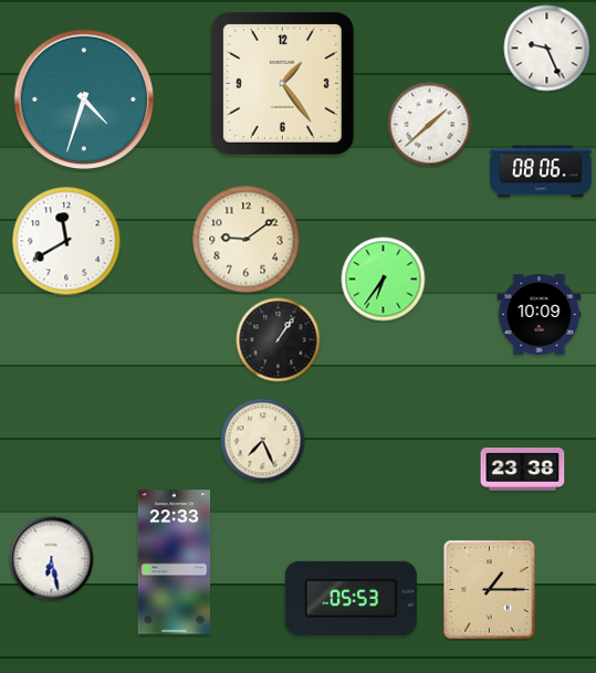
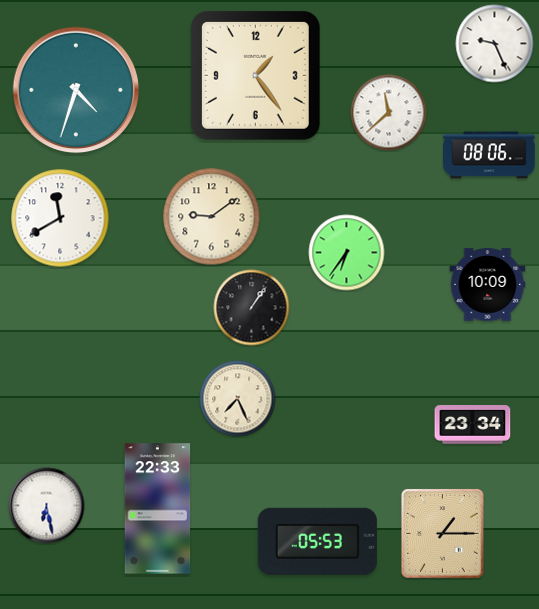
clock at (430, 125): 1:38 -> 11:38
clock at (247, 240) position: (247, 240) -> (212, 217)
clock at (523, 470): 23:38 -> 23:34
